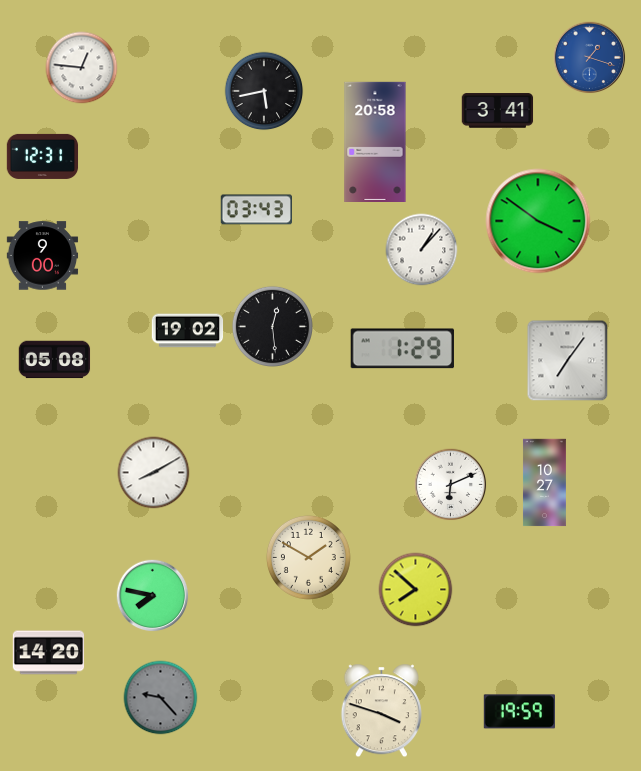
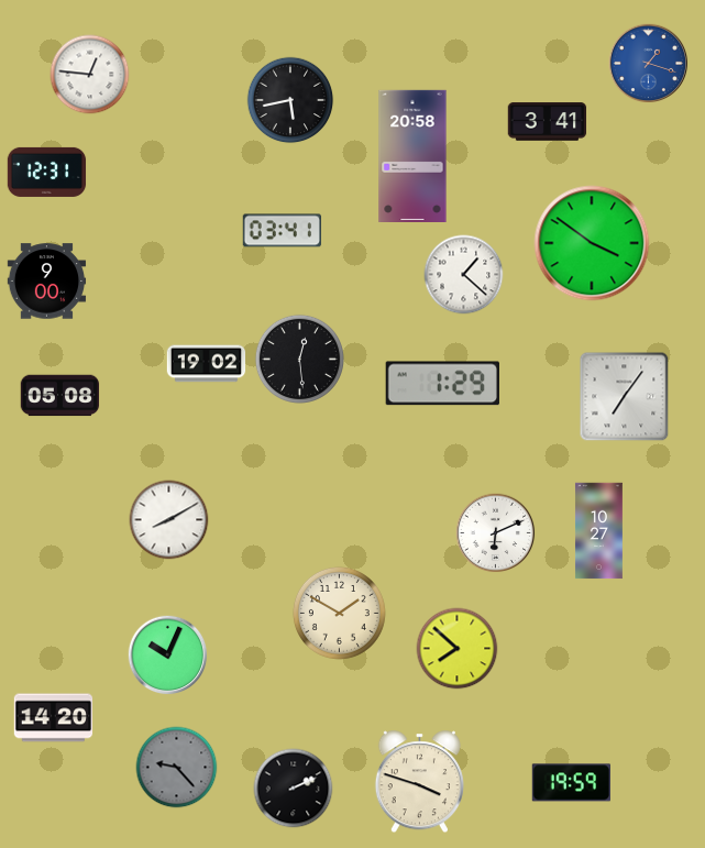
clock at (256, 210): 03:43 -> 03:41
clock at (422, 250): 1:07 -> 1:22
clock at (153, 596): 7:47 -> 10:04
clock at (294, 789): none -> 2:11
